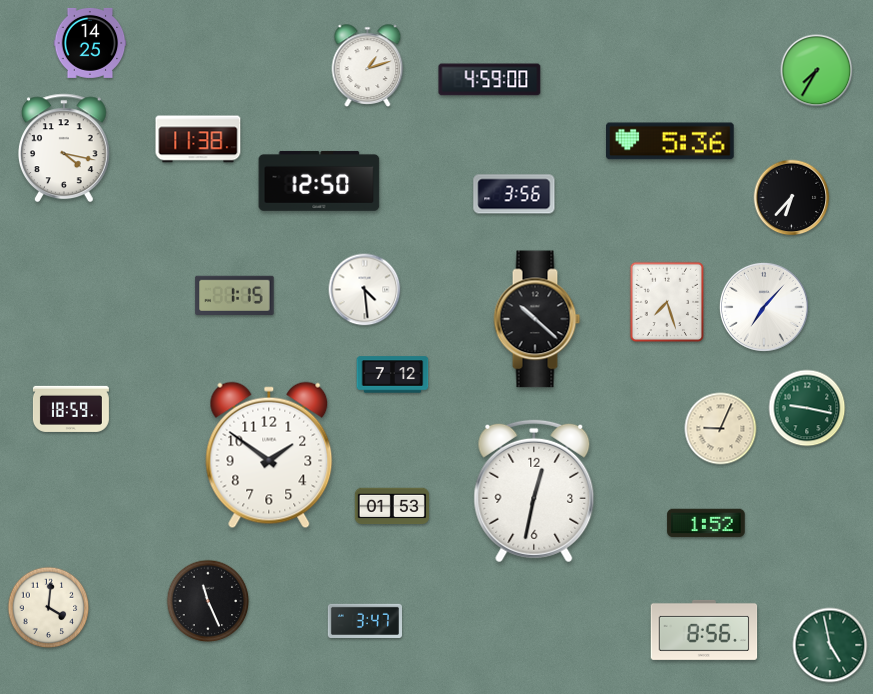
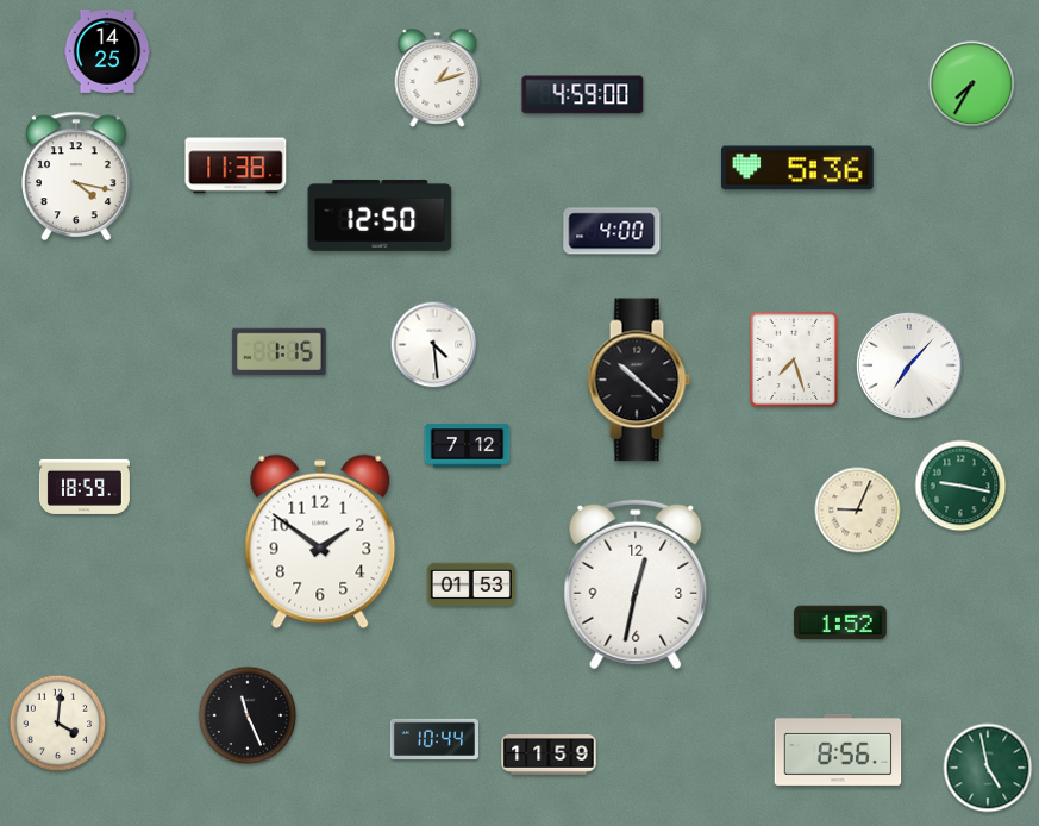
clock at (514, 194): 3:56 -> 4:00
clock at (792, 198): 6:37 -> none
clock at (391, 506) position: (391, 506) -> (470, 584)
clock at (364, 620): 3:47 -> 10:44
clock at (549, 756): none -> 11:59
